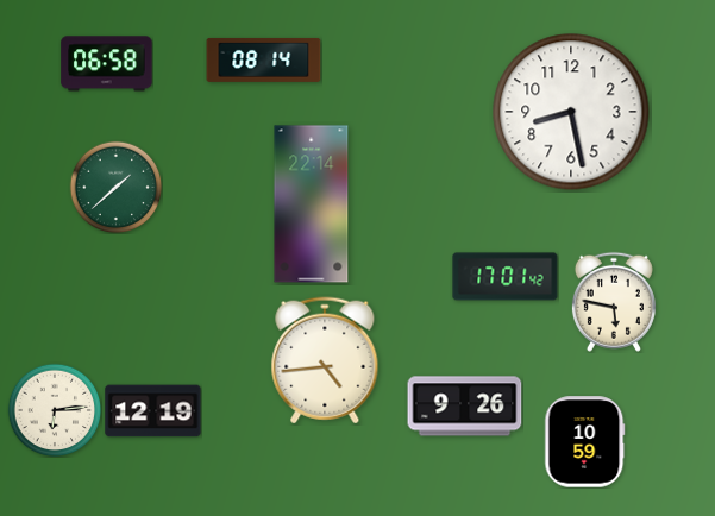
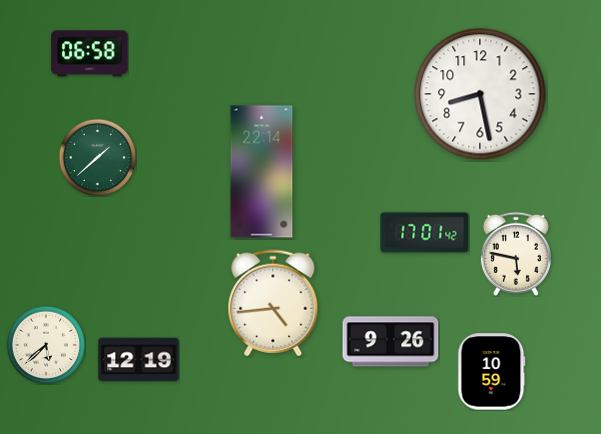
clock at (264, 59): 08:14 -> none
clock at (55, 410): 6:14 -> 5:38
clock at (153, 411) position: (153, 411) -> (139, 360)
